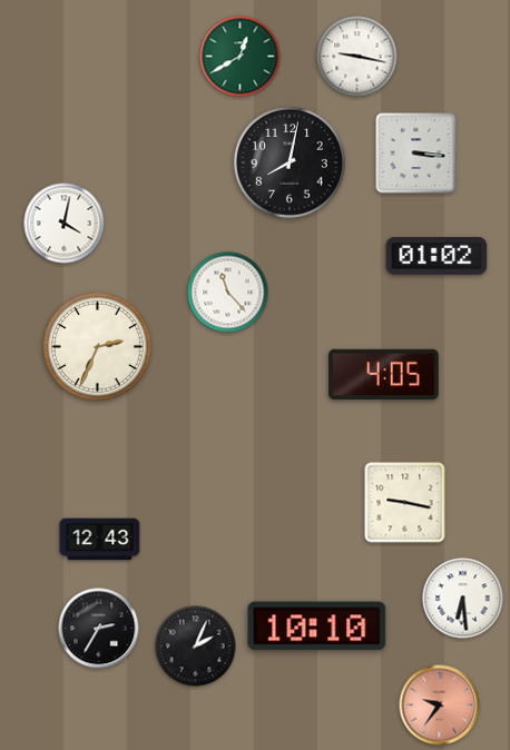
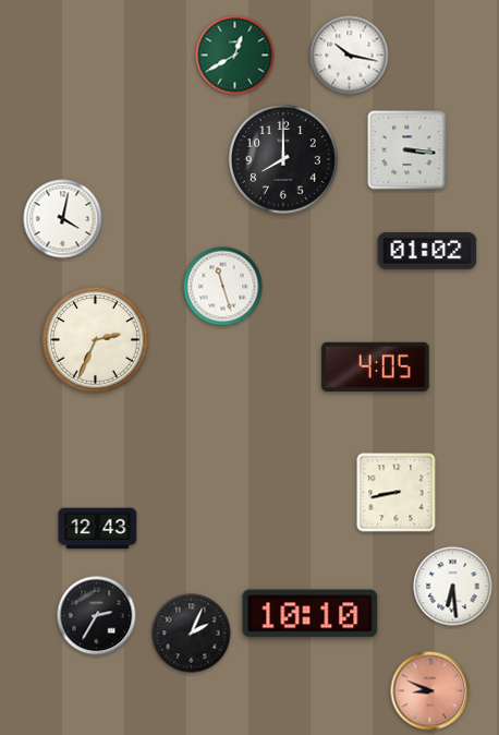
clock at (357, 57): 9:17 -> 10:17
clock at (290, 162): 8:02 -> 8:00
clock at (228, 293): 11:23 -> 11:27
clock at (405, 503): 9:17 -> 8:43
clock at (440, 705): 9:36 -> 8:49
